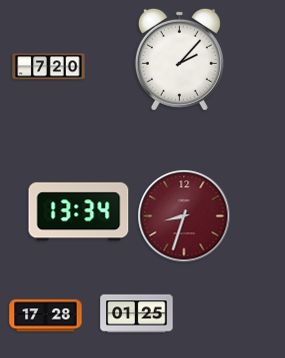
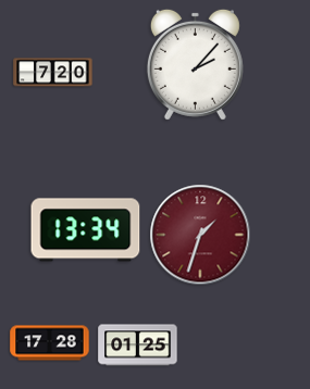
clock at (184, 216): 8:33 -> 1:33
clock at (137, 314) position: (137, 314) -> (138, 346)
